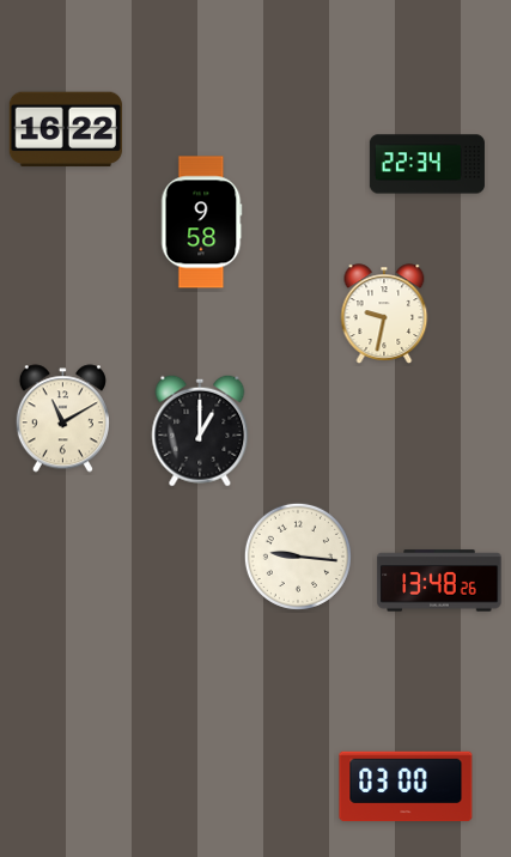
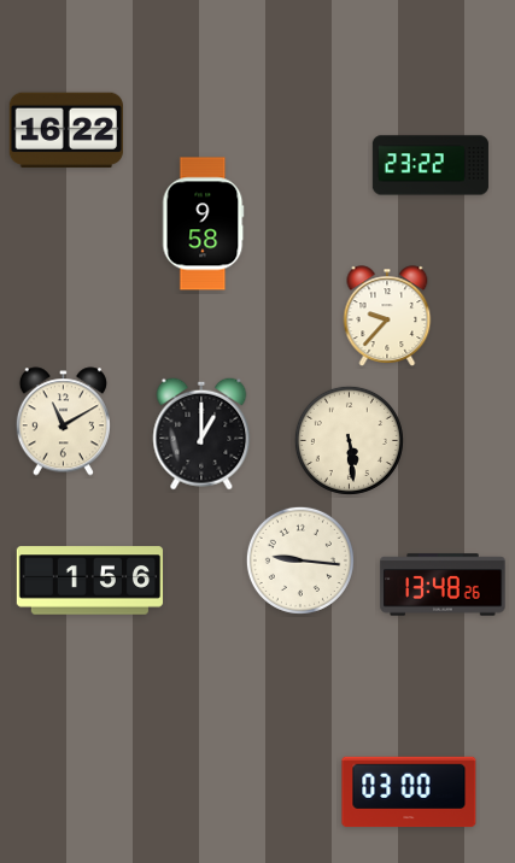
clock at (427, 164): 22:34 -> 23:22
clock at (384, 314): 9:32 -> 9:37
clock at (349, 440): none -> 5:29
clock at (90, 581): none -> 1:56
